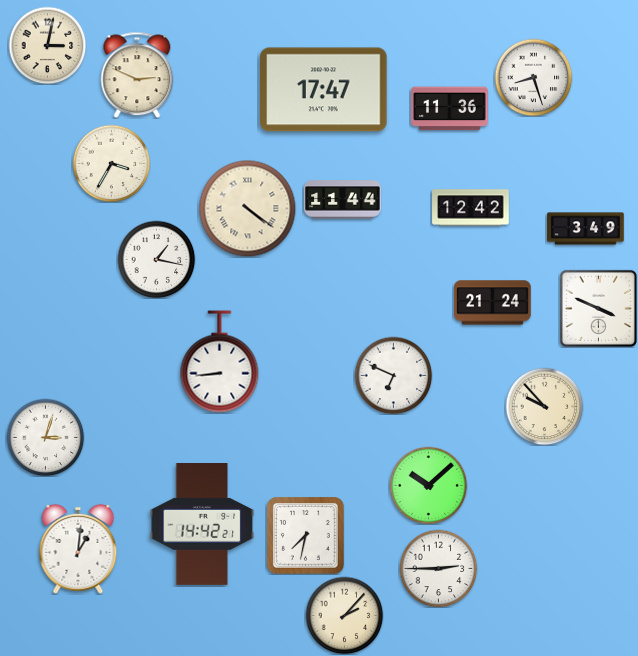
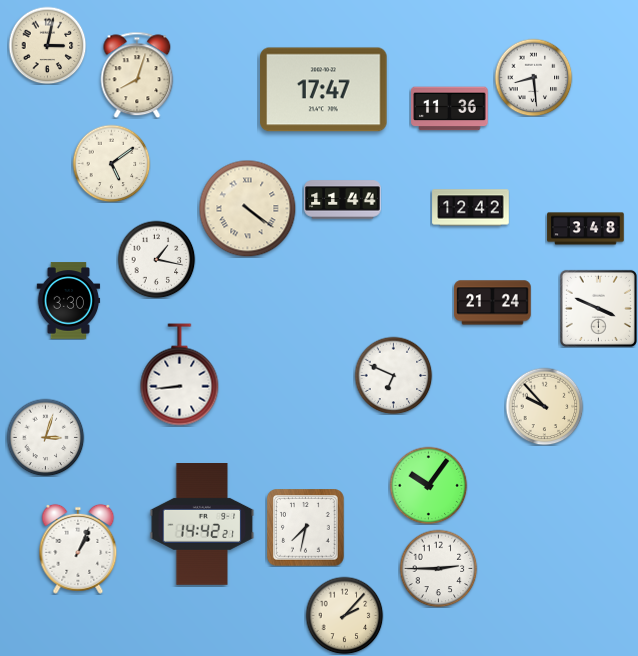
clock at (137, 75): 2:49 -> 8:03
clock at (533, 77): 8:27 -> 8:29
clock at (111, 163): 3:35 -> 5:09
clock at (586, 229): 3:49 -> 3:48
clock at (69, 301): none -> 3:30
clock at (220, 362) position: (220, 362) -> (180, 375)
clock at (428, 485): 10:08 -> 10:06
clock at (306, 536) position: (306, 536) -> (306, 528)
clock at (78, 549): 1:01 -> 1:04
